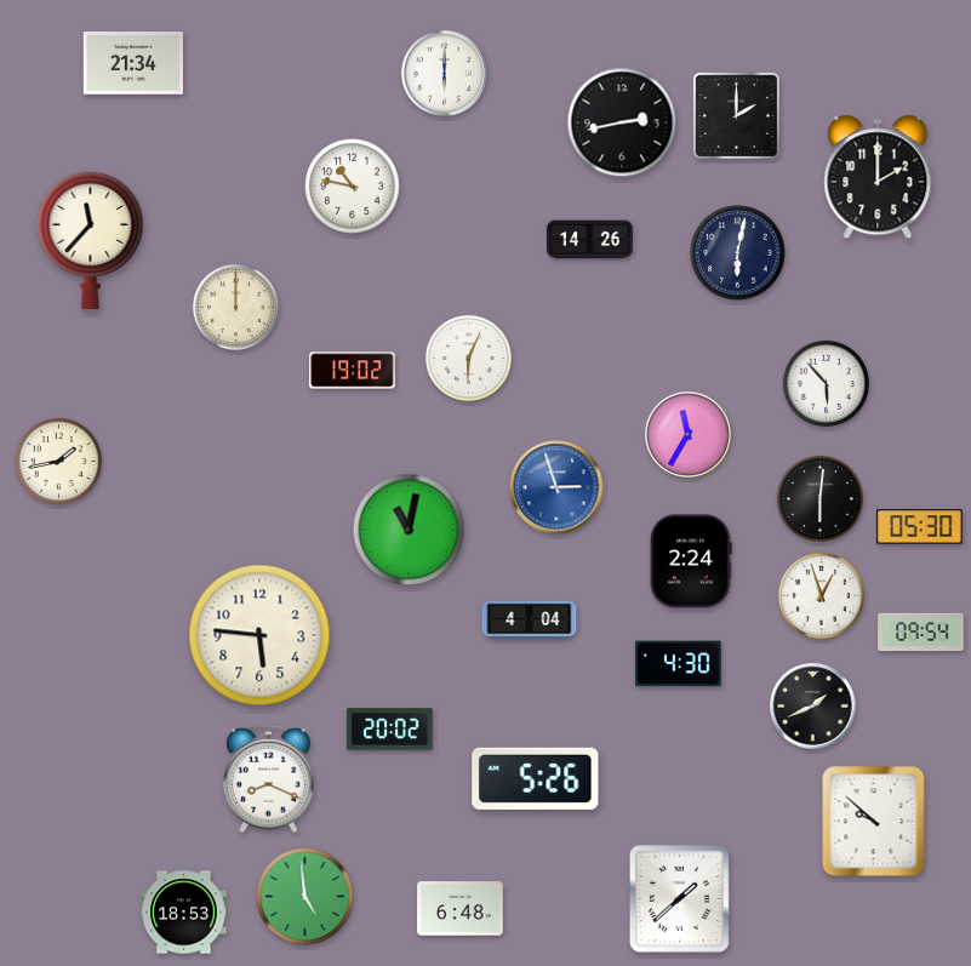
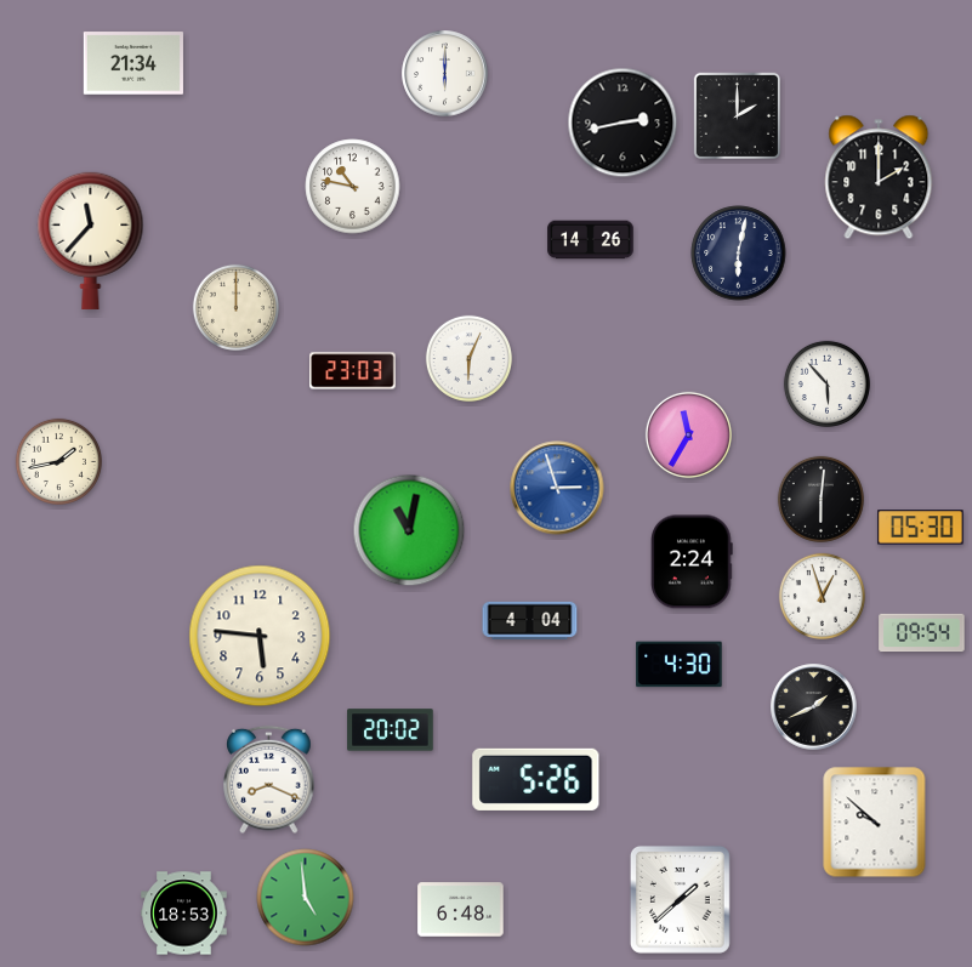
clock at (353, 371): 19:02 -> 23:03
